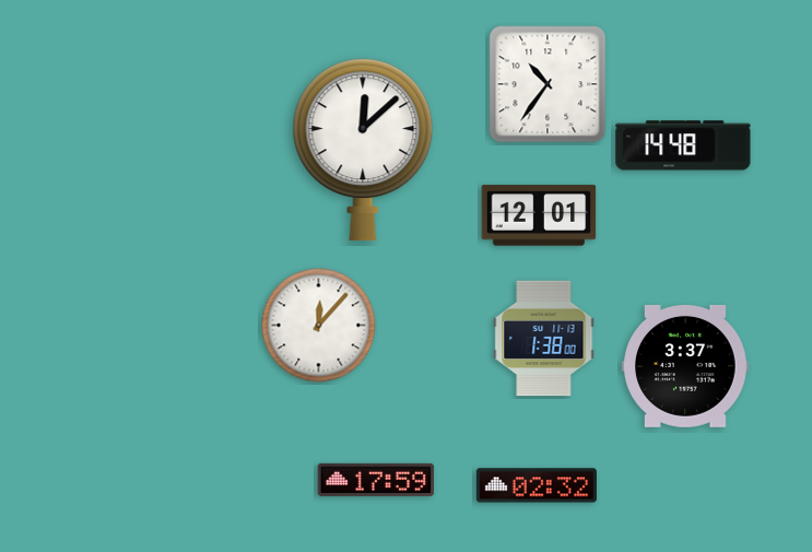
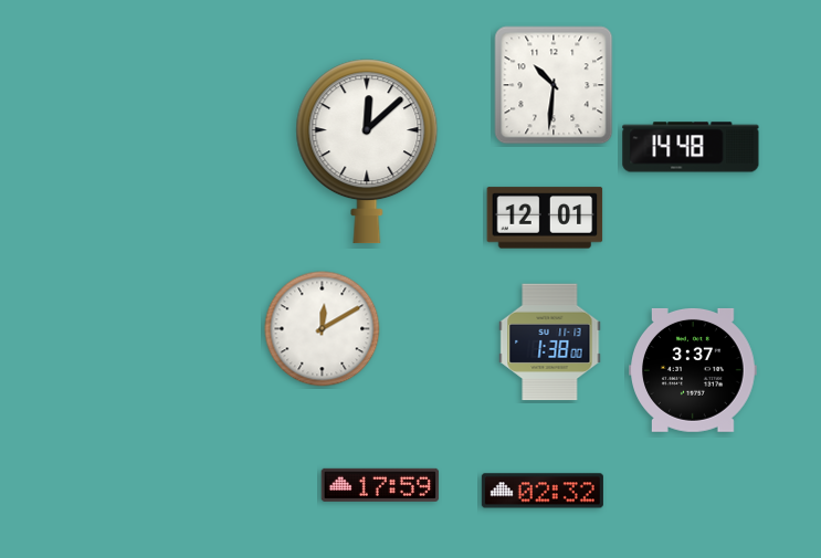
clock at (548, 84): 10:36 -> 10:31
clock at (319, 326): 12:07 -> 12:10
